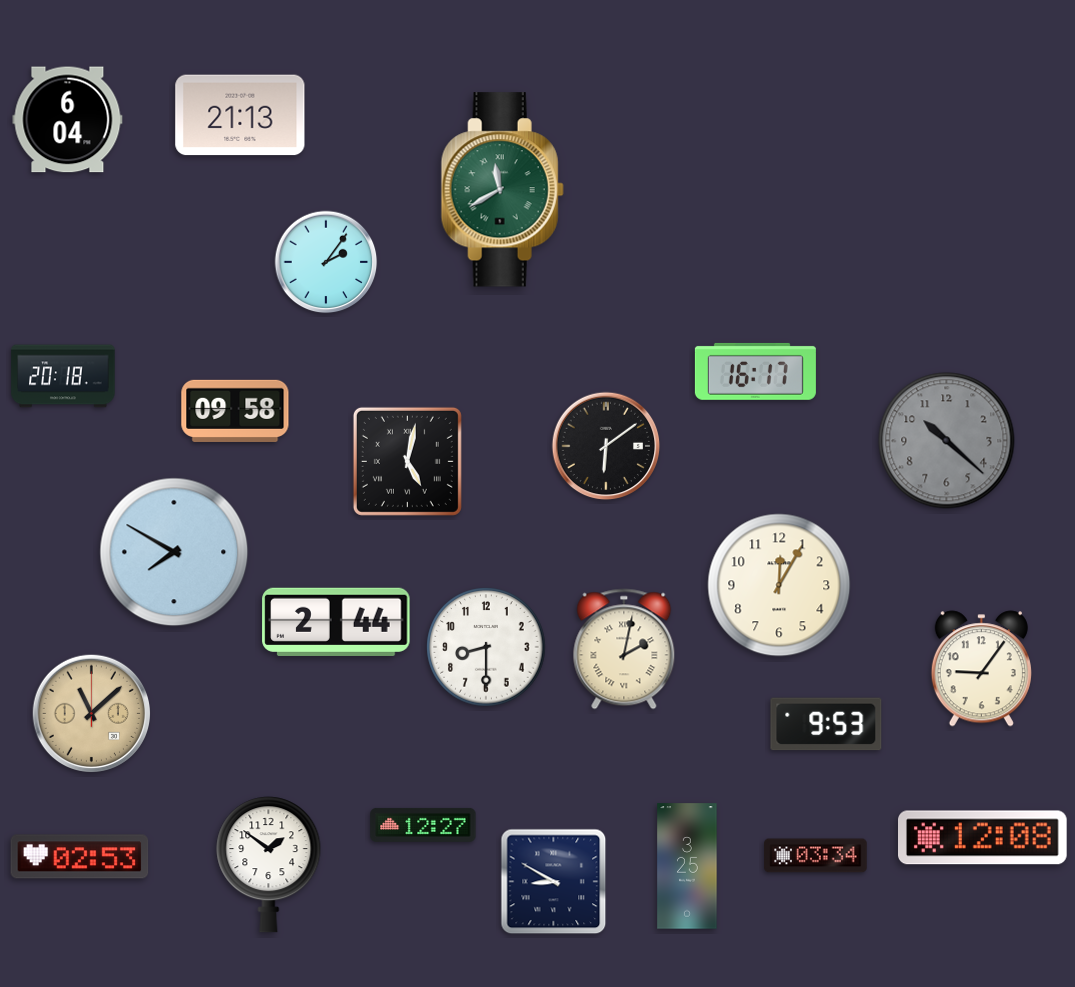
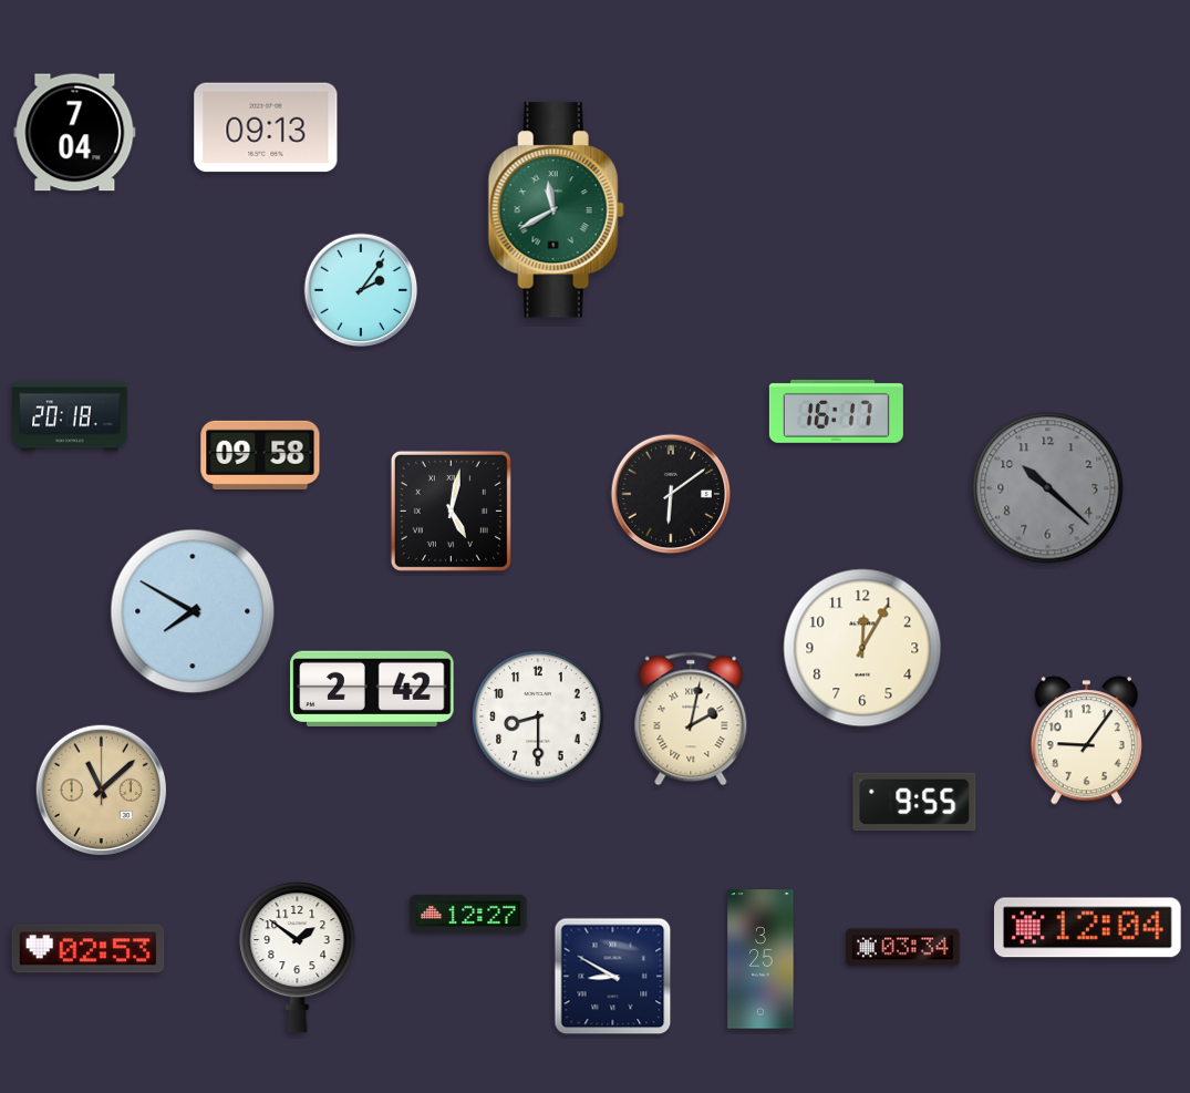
clock at (240, 115): 21:13 -> 09:13
clock at (68, 120): 6:04 -> 7:04
clock at (336, 622): 2:44 -> 2:42
clock at (826, 724): 9:53 -> 9:55
clock at (983, 838): 12:08 -> 12:04
